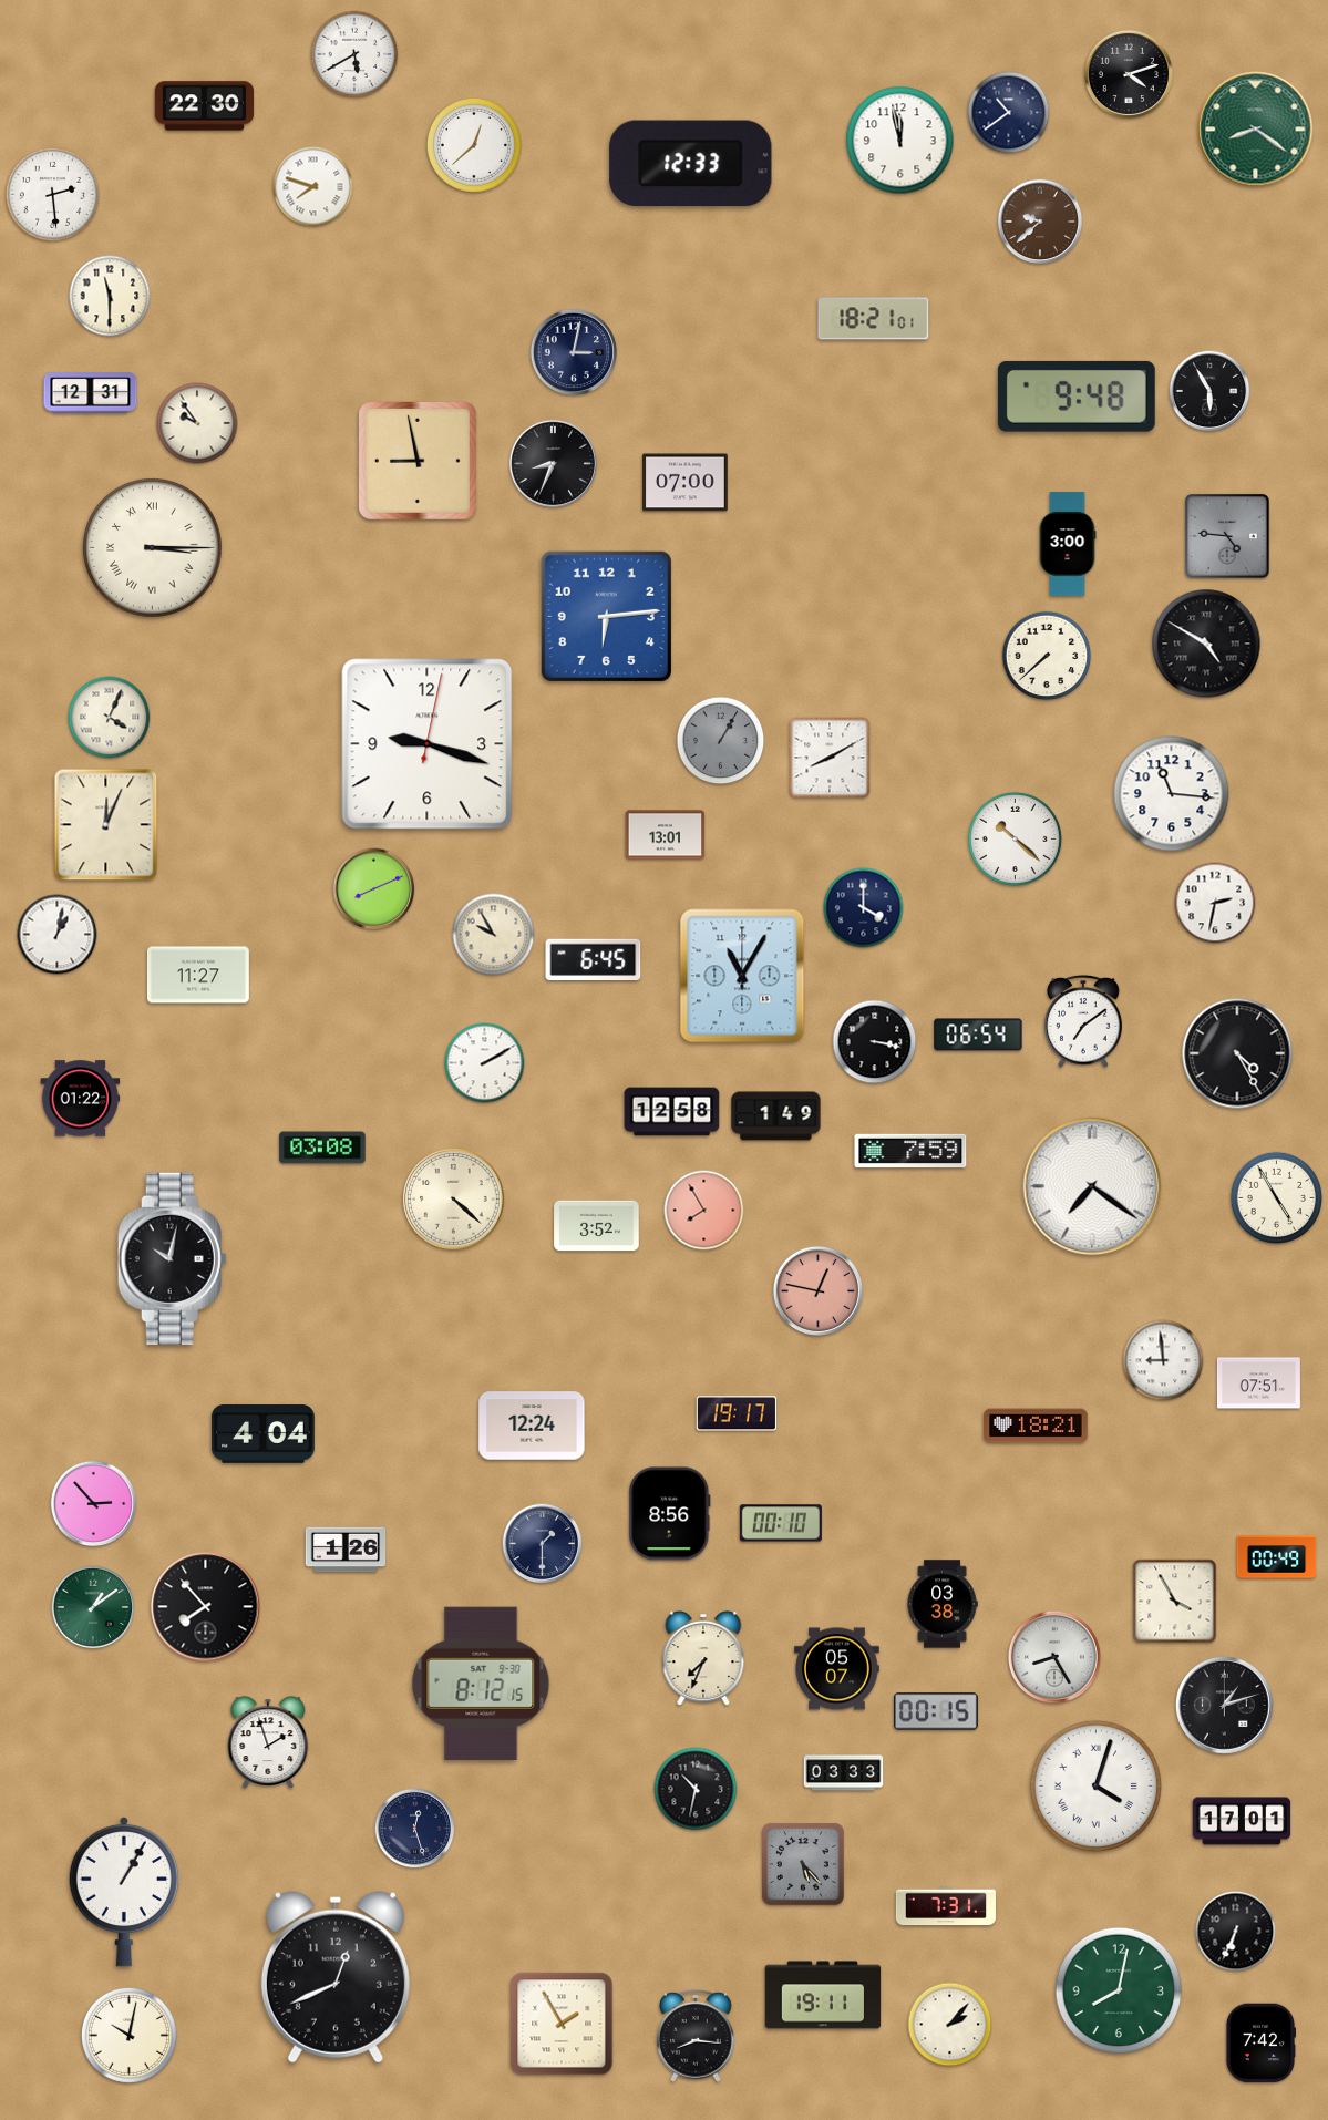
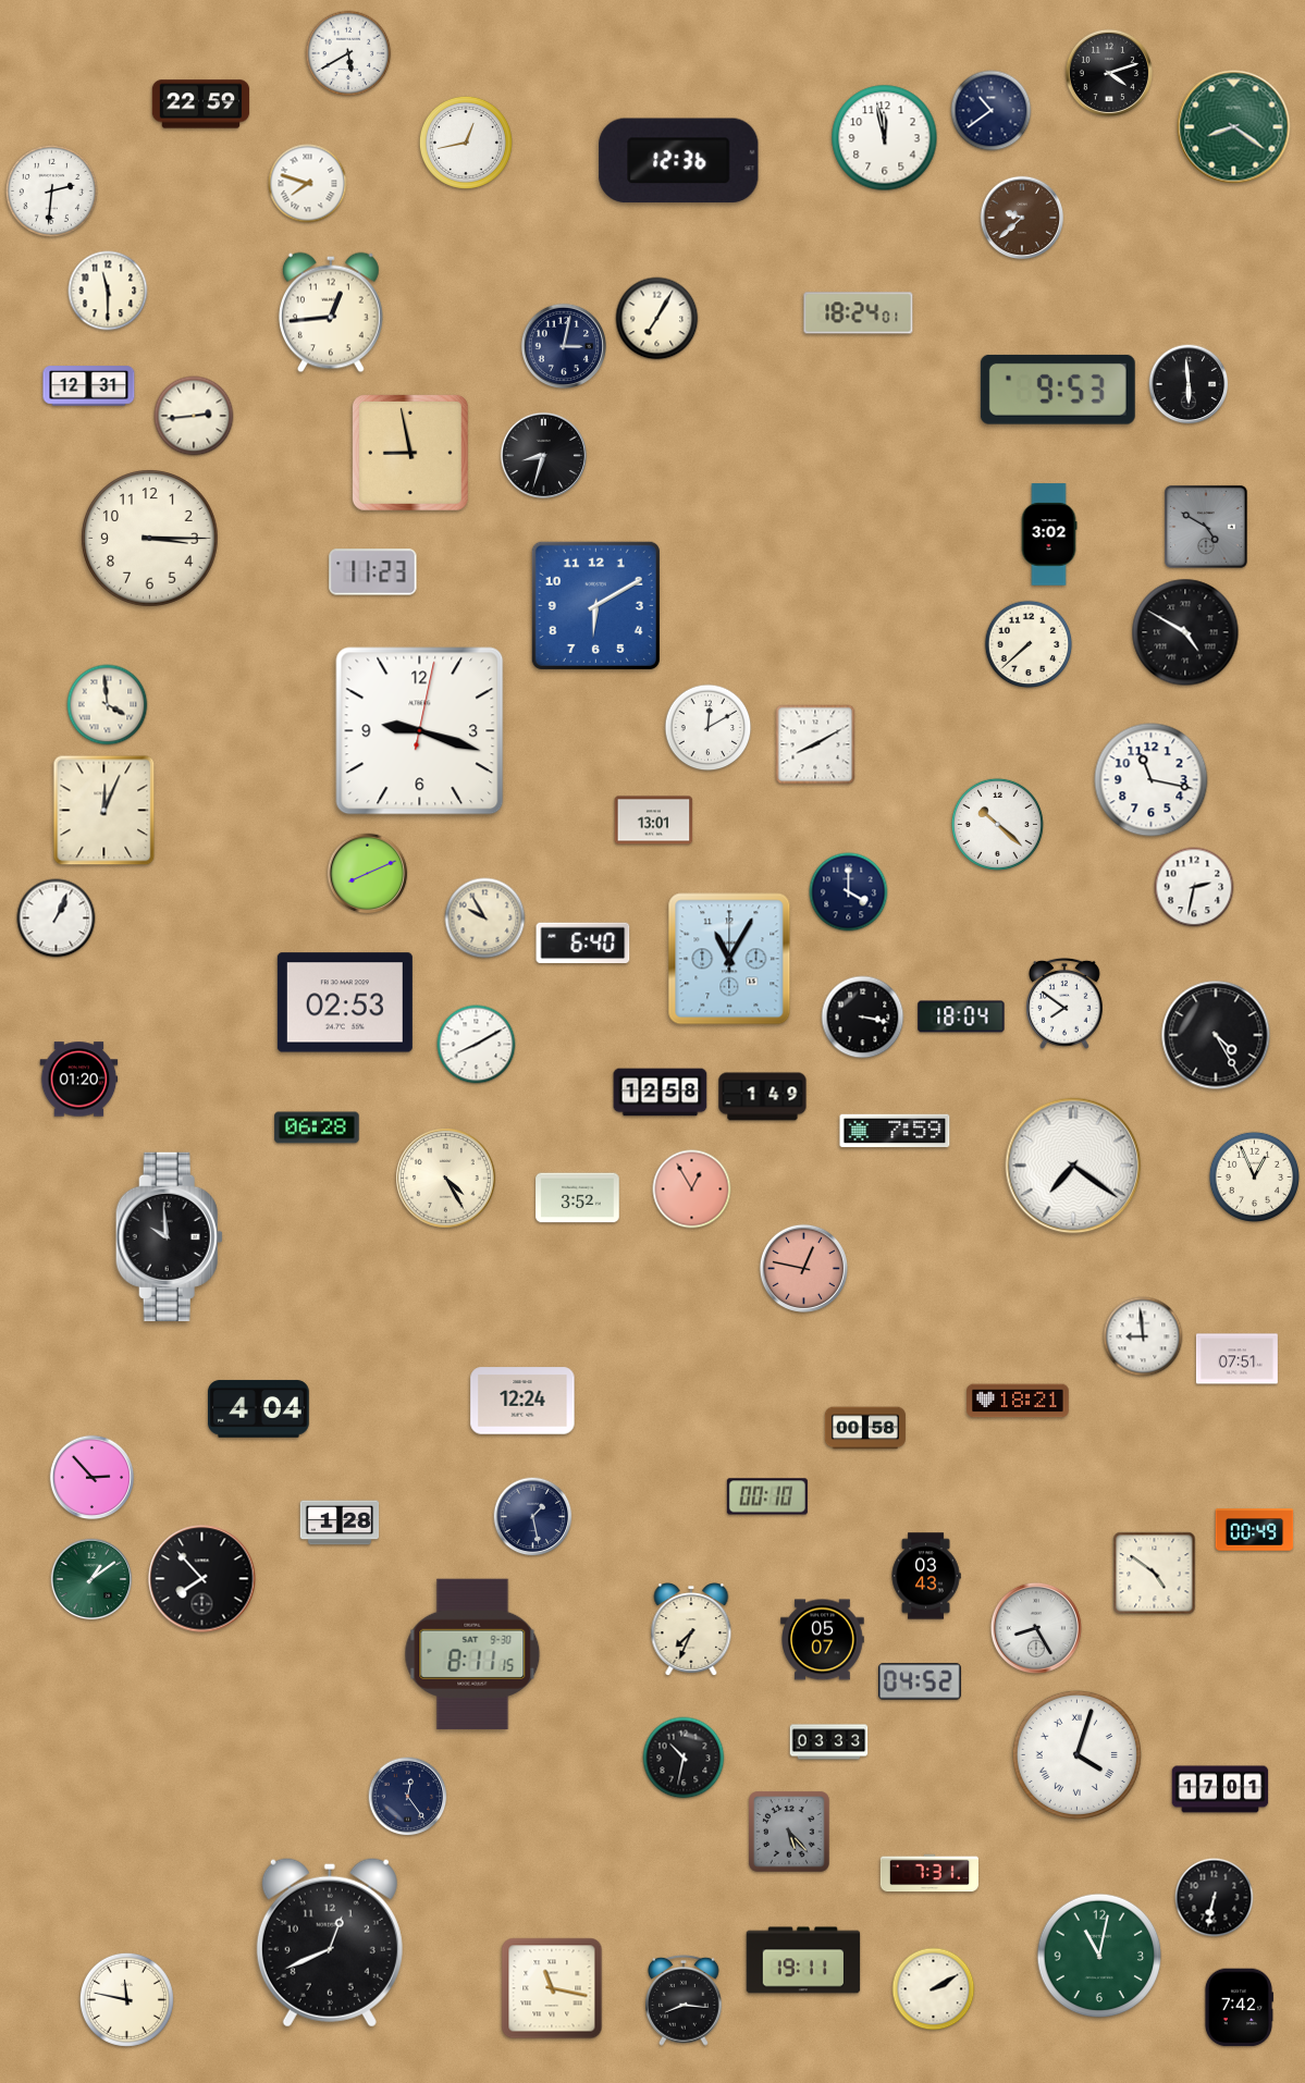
clock at (205, 106): 22:30 -> 22:59
clock at (474, 145): 12:38 -> 12:43
clock at (691, 164): 12:33 -> 12:36
clock at (52, 194): 2:29 -> 2:31
clock at (331, 312): none -> 12:44
clock at (874, 319): 18:21 -> 18:24
clock at (657, 319): none -> 7:05
clock at (1209, 391): 5:55 -> 5:59
clock at (1077, 397): 9:48 -> 9:53
clock at (197, 423): 9:54 -> 2:44
clock at (553, 463): 8:34 -> 8:33
clock at (686, 483): 07:00 -> none
clock at (1227, 536): 4:46 -> 4:50
clock at (1068, 544): 3:00 -> 3:02
clock at (153, 548) numerals: Roman -> Arabic
clock at (373, 572): none -> 11:23
clock at (606, 616): 6:14 -> 6:10
clock at (110, 718): 4:04 -> 3:59
clock at (721, 741): 1:05 -> 12:10
clock at (721, 741) dial: grey -> white
clock at (1172, 794): 11:16 -> 11:17
clock at (58, 935): 1:02 -> 1:04
clock at (594, 959): 6:45 -> 6:40
clock at (198, 975): 11:27 -> none
clock at (345, 1002): none -> 02:53
clock at (1084, 1021): 7:09 -> 7:51
clock at (978, 1035): 06:54 -> 18:04
clock at (875, 1042) position: (875, 1042) -> (863, 1018)
clock at (485, 1063): 2:10 -> 8:10
clock at (81, 1099): 01:22 -> 01:20
clock at (322, 1148): 03:08 -> 06:28
clock at (1276, 1197): 4:55 -> 12:56
clock at (454, 1200): 4:22 -> 4:25
clock at (704, 1211): 7:55 -> 12:55
clock at (597, 1226) position: (597, 1226) -> (578, 1198)
clock at (172, 1258): 10:02 -> 9:59
clock at (737, 1413): 19:17 -> none
clock at (865, 1428): none -> 00:58
clock at (670, 1514): 8:56 -> none
clock at (543, 1544): 1:30 -> 1:28
clock at (346, 1550): 1:26 -> 1:28
clock at (1175, 1602): 3:55 -> 4:51
clock at (943, 1604): 03:38 -> 03:43
clock at (481, 1684): 8:12 -> 8:11
clock at (1225, 1706): 1:12 -> none
clock at (936, 1711): 00:15 -> 04:52
clock at (268, 1742): 1:57 -> none
clock at (415, 1829): 12:27 -> 12:24
clock at (124, 1892): 1:05 -> none
clock at (1236, 1932): 6:34 -> 6:32
clock at (1119, 1990): 8:02 -> 11:02
clock at (823, 1995) position: (823, 1995) -> (803, 1960)
clock at (562, 2024): 1:55 -> 11:17
clock at (950, 2025): 2:07 -> 2:10
clock at (128, 2035): 10:02 -> 11:47
